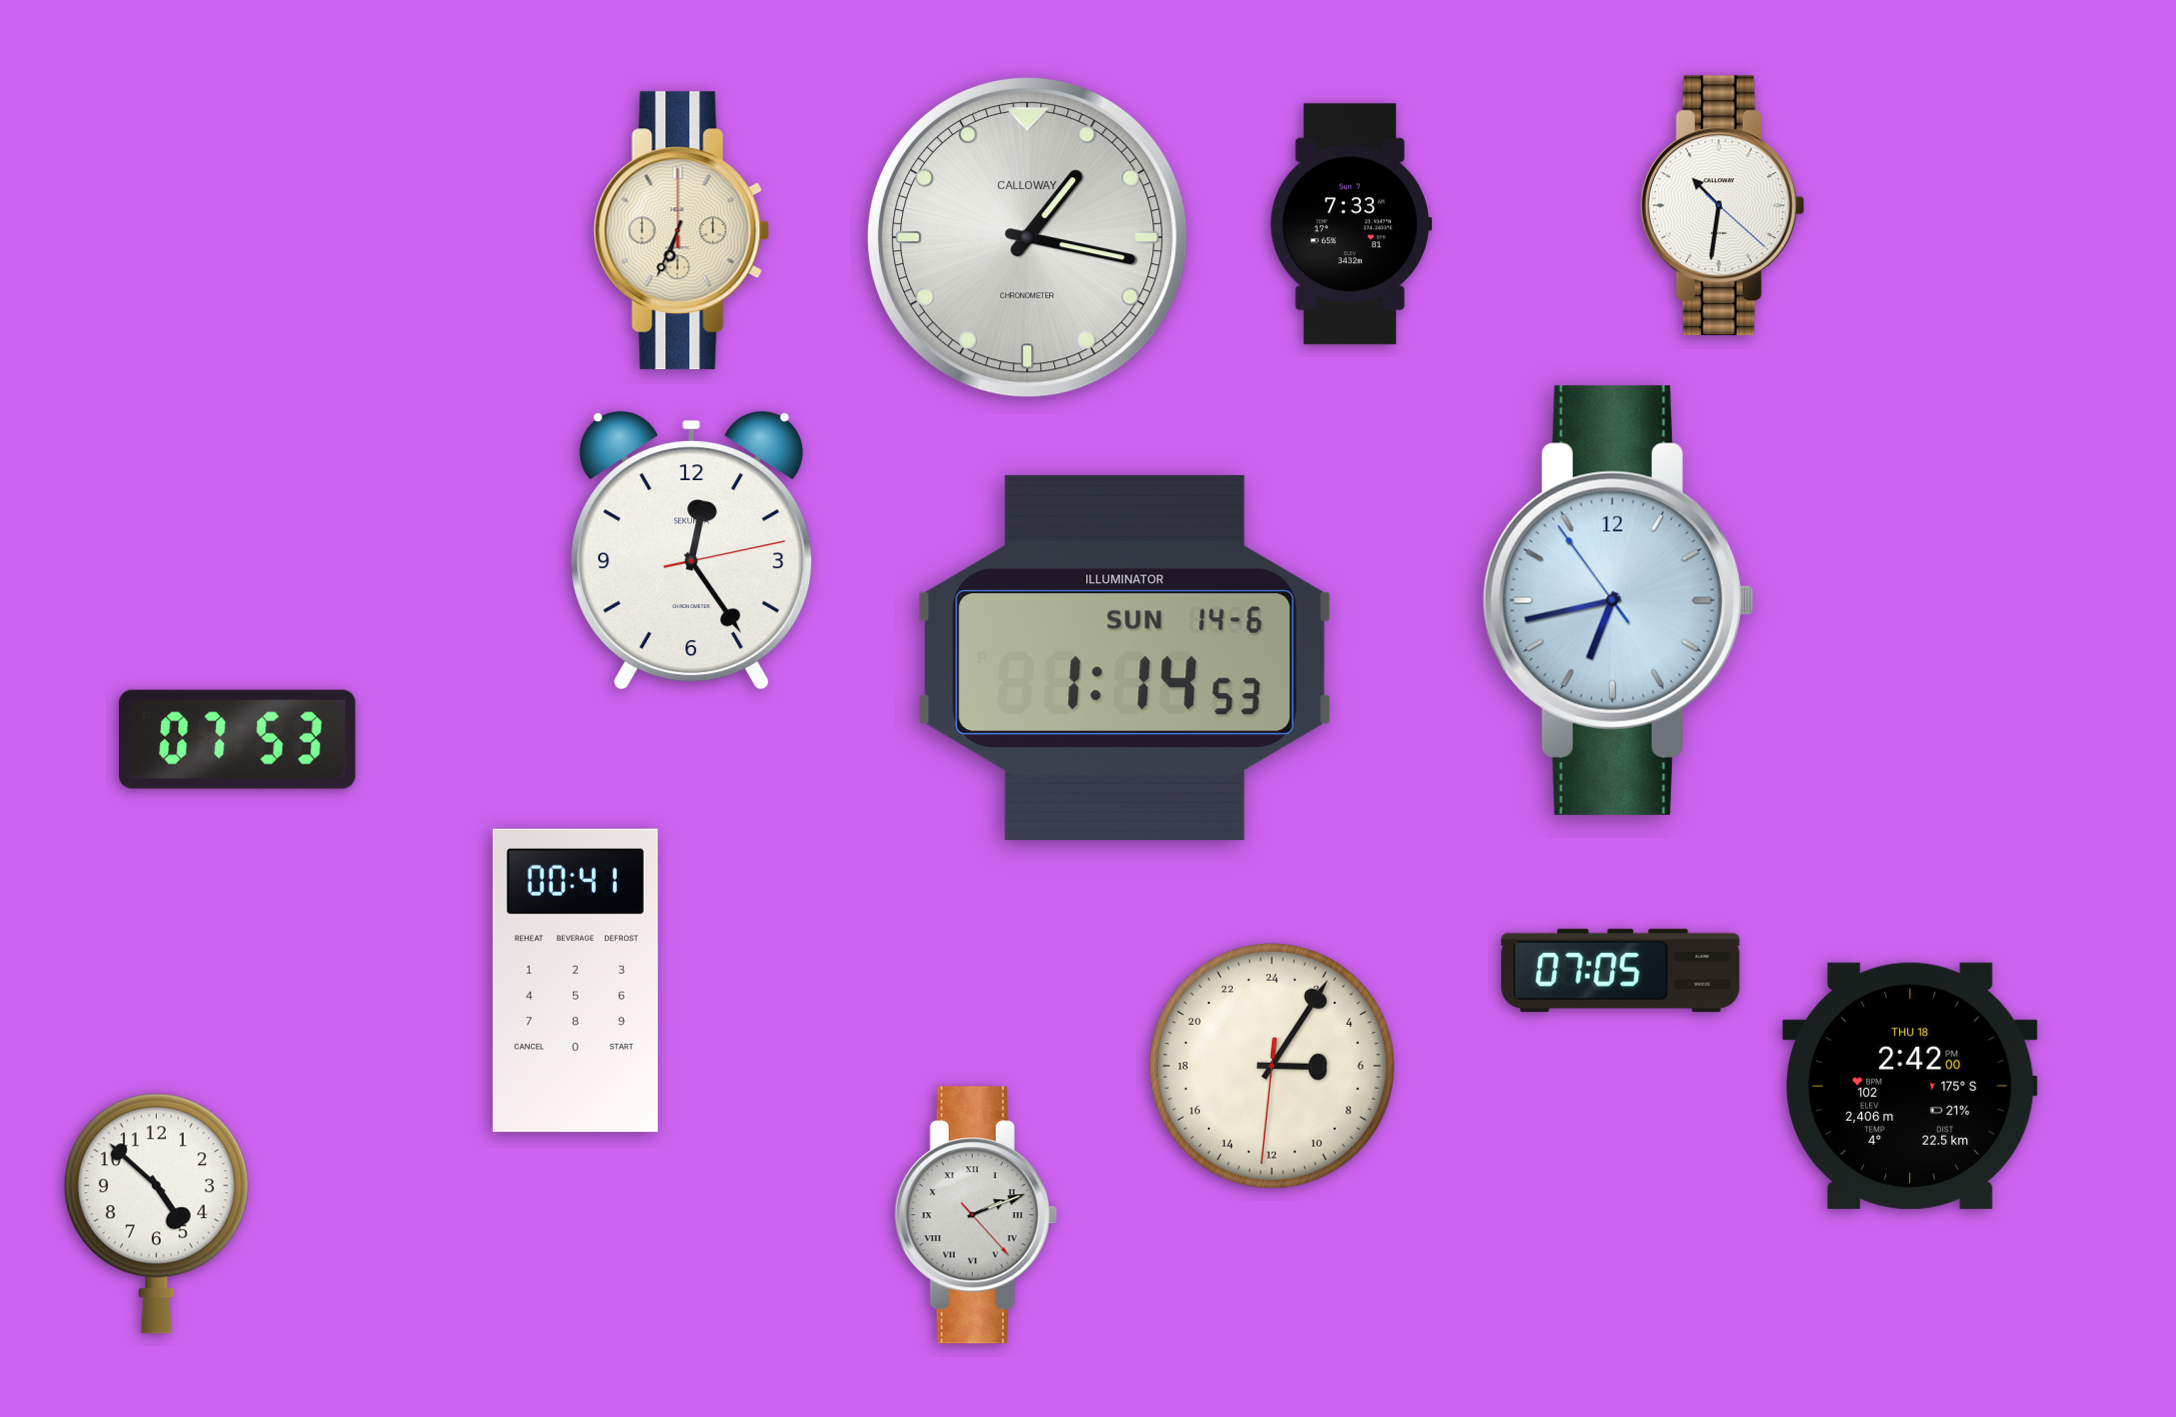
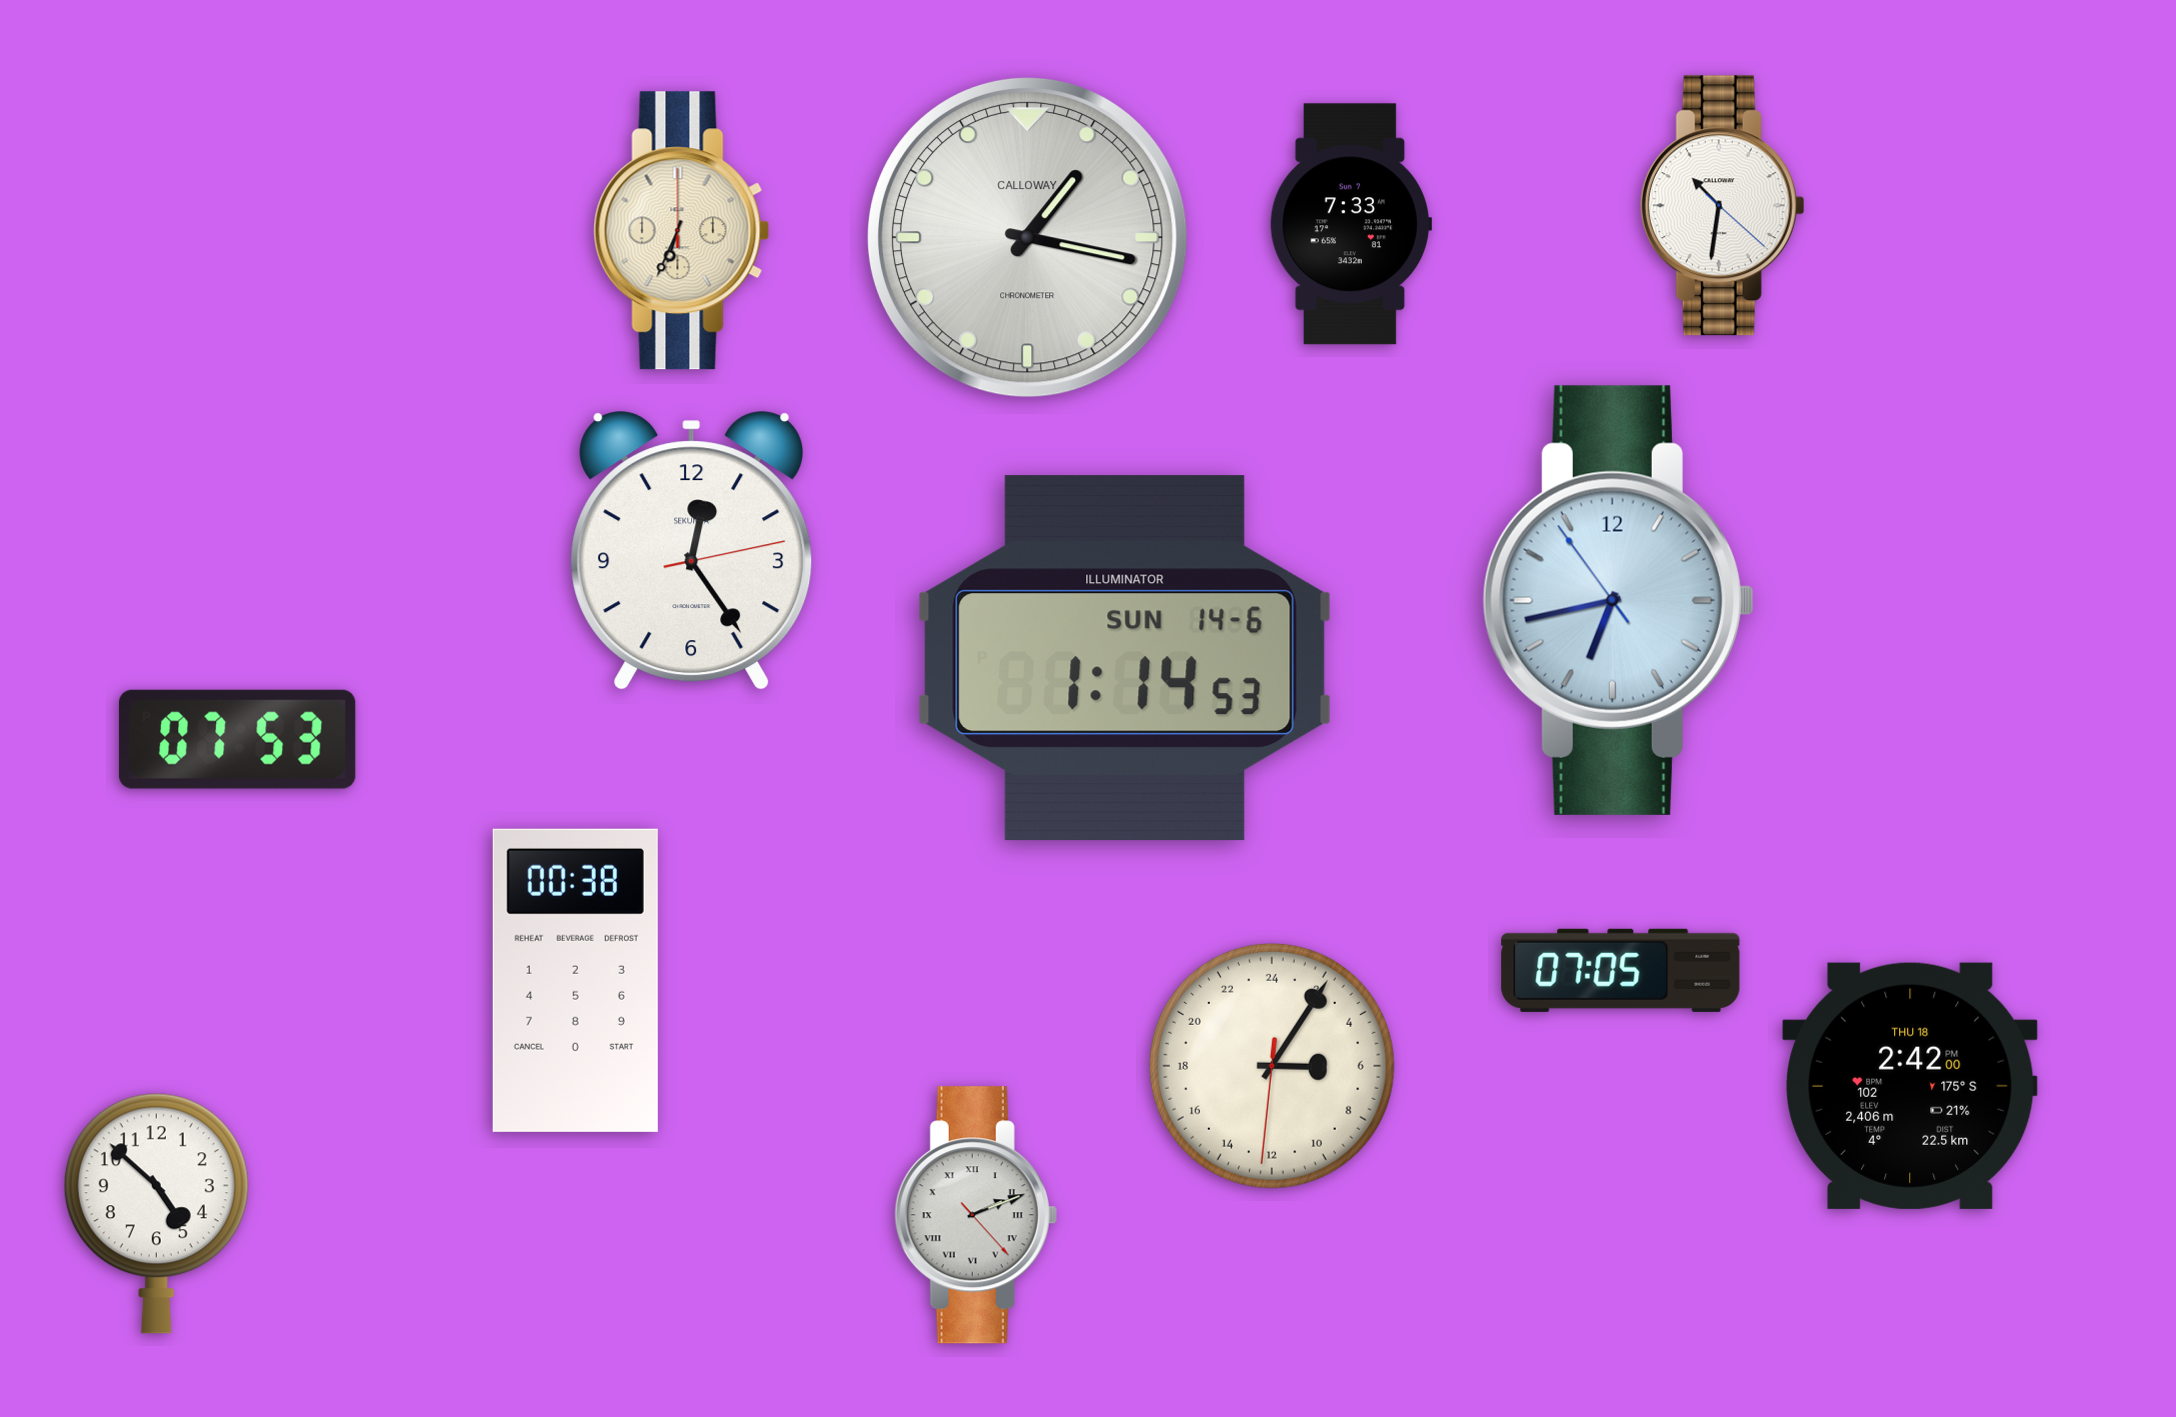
clock at (575, 980): 00:41 -> 00:38
